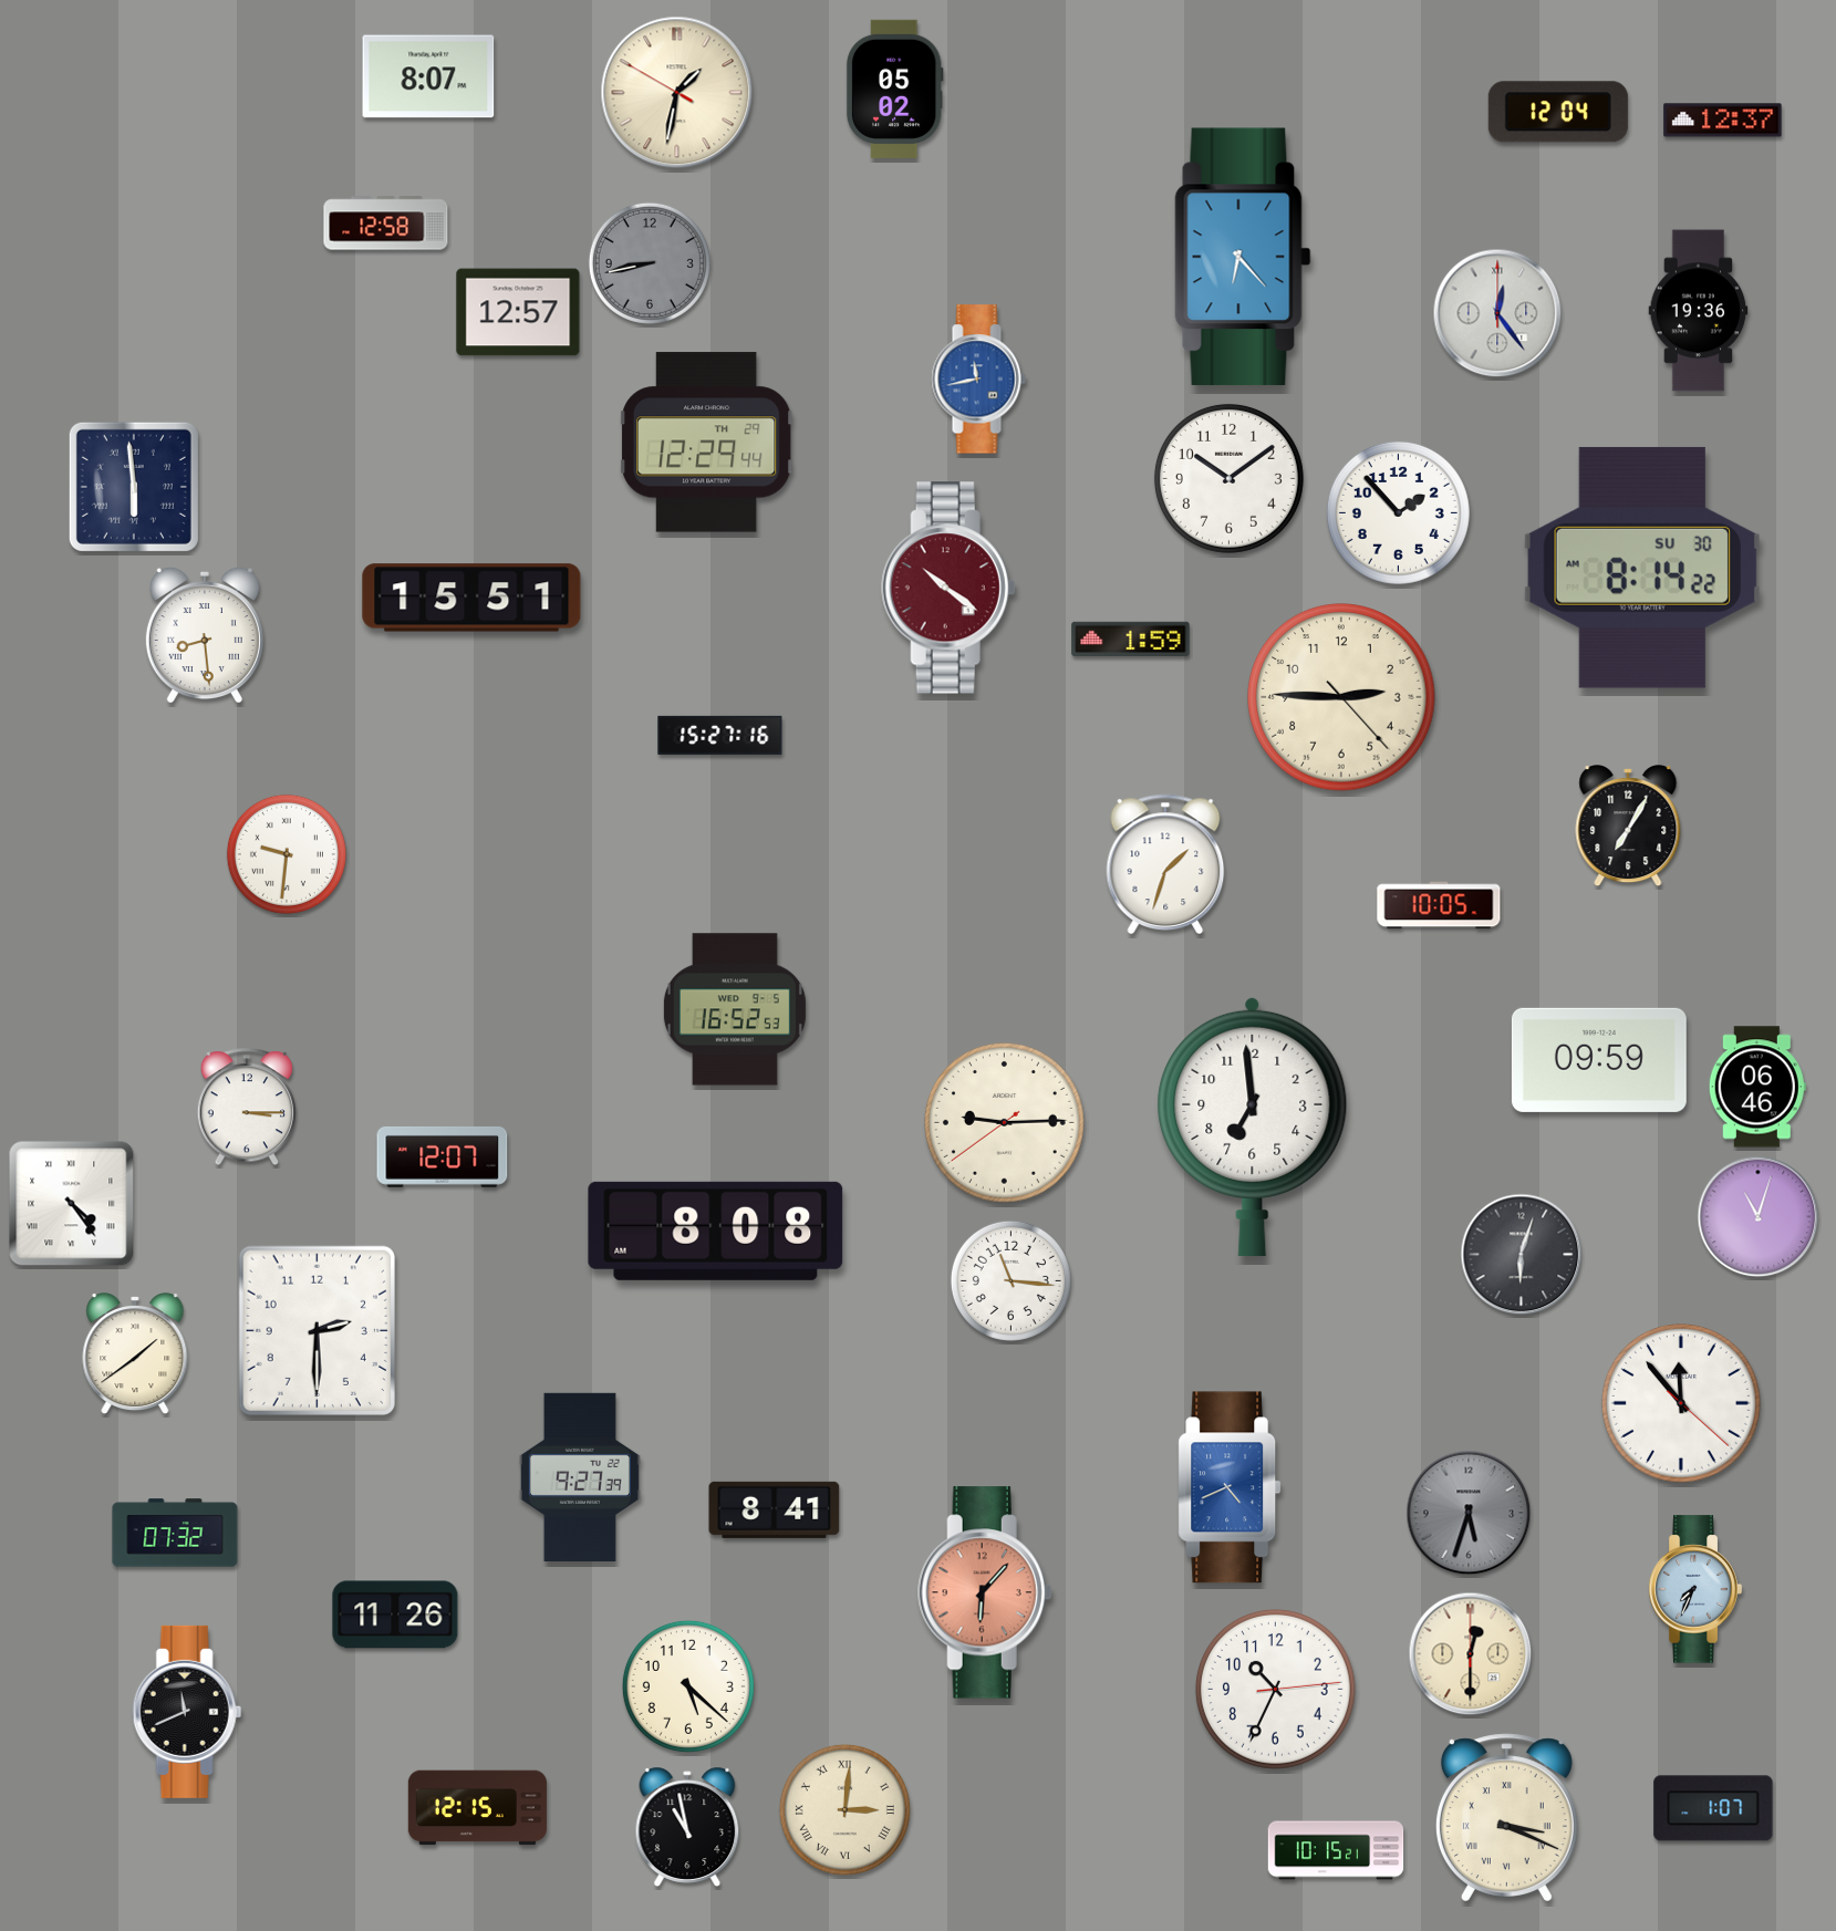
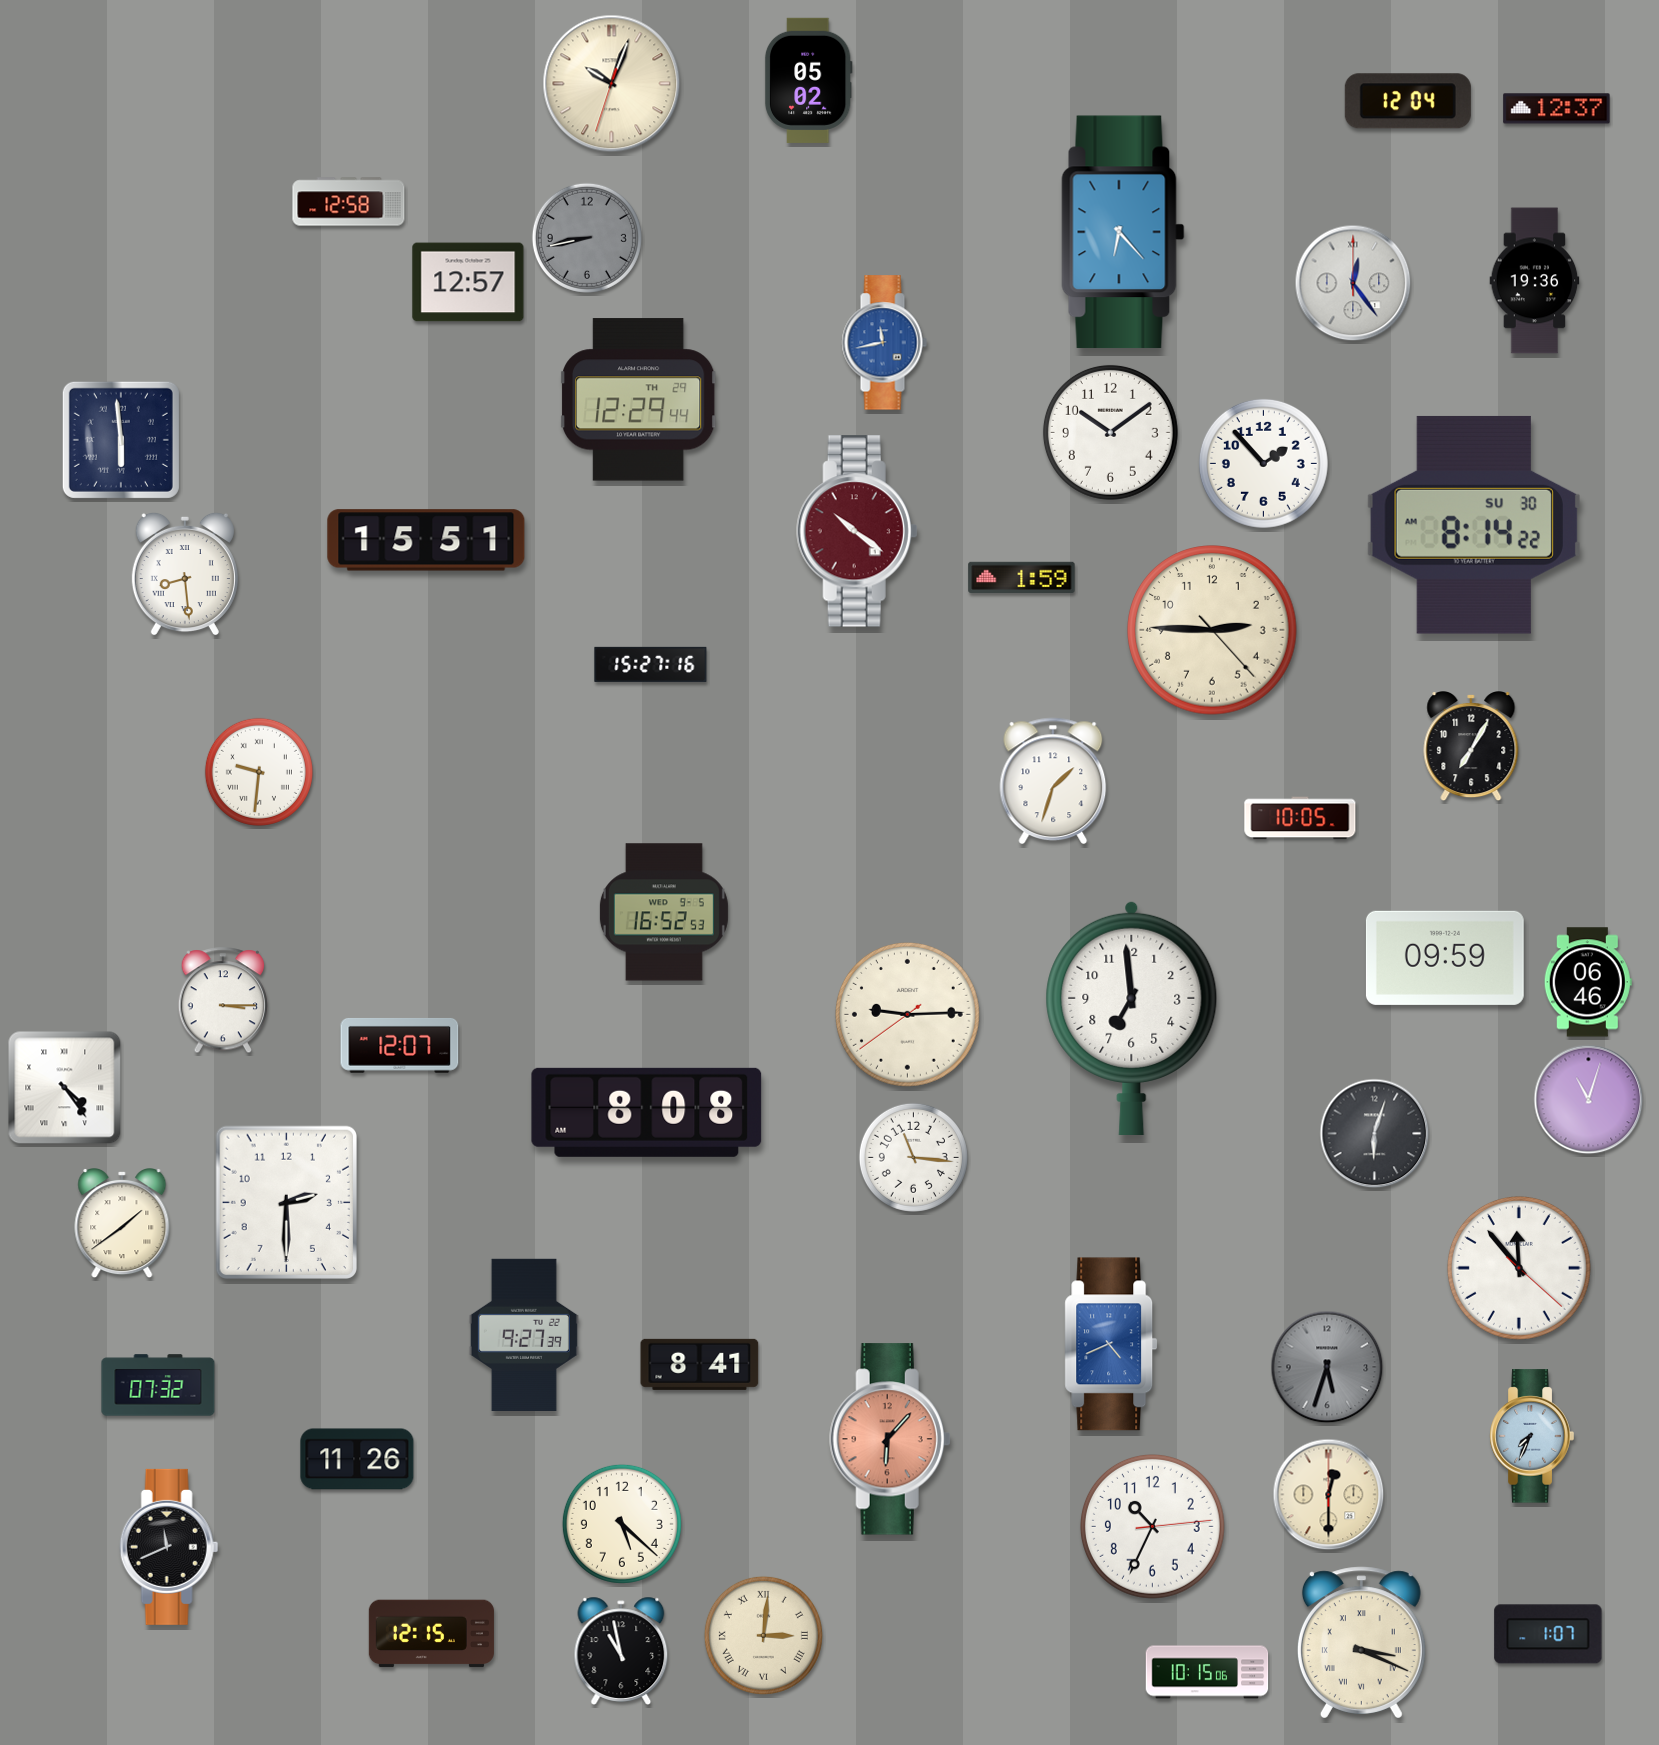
clock at (428, 76): 8:07 -> none
clock at (677, 93): 1:31 -> 10:03
clock at (1642, 568) position: (1642, 568) -> (1474, 525)
clock at (1336, 1850): 10:15:21 -> 10:15:06
